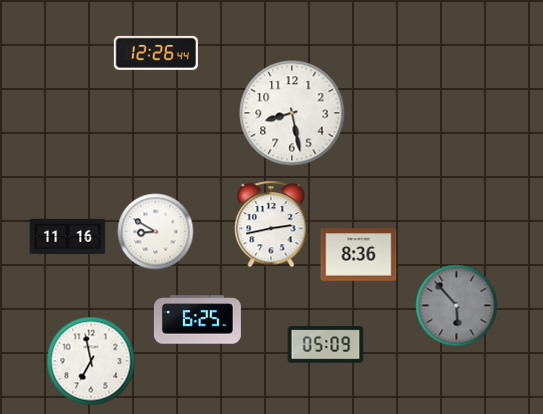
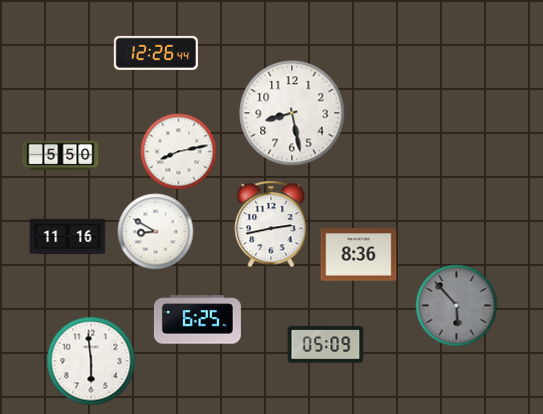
clock at (179, 152): none -> 8:13
clock at (61, 156): none -> 5:50
clock at (91, 361): 6:58 -> 5:59
